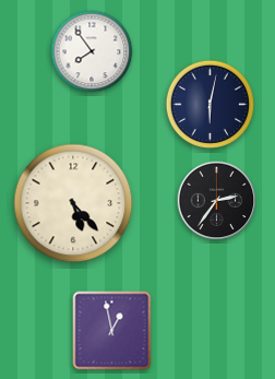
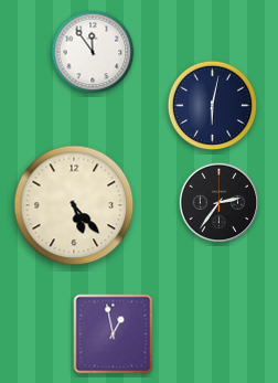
clock at (92, 51): 7:54 -> 11:54
